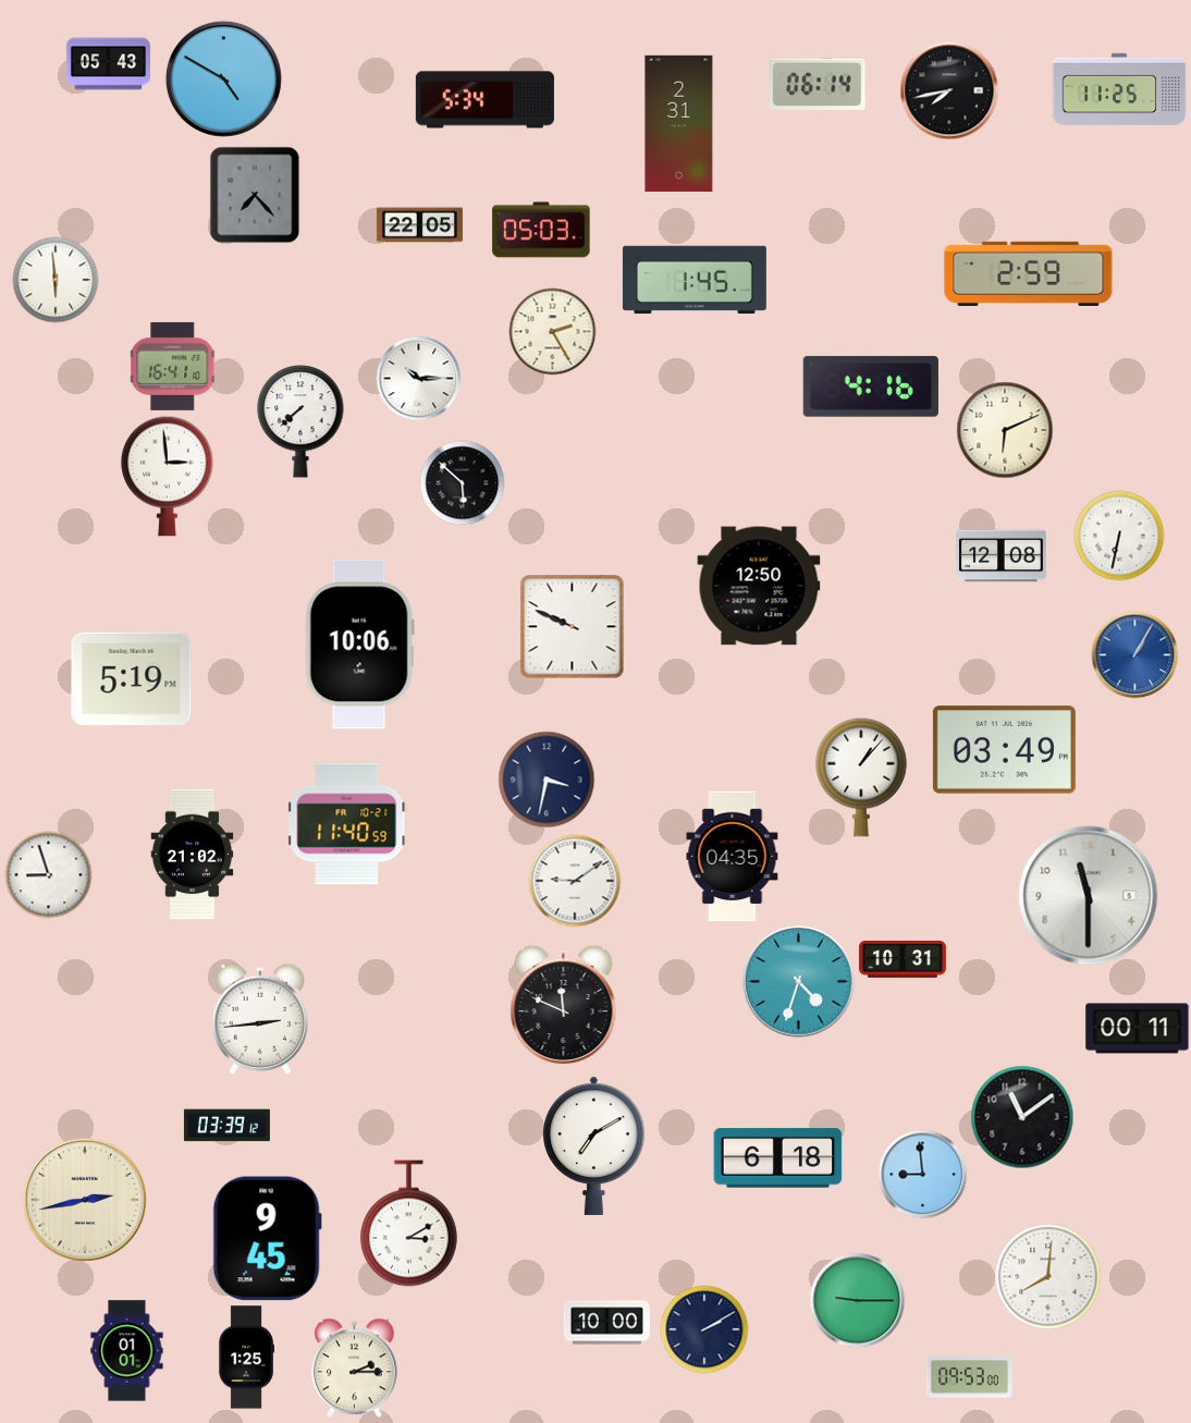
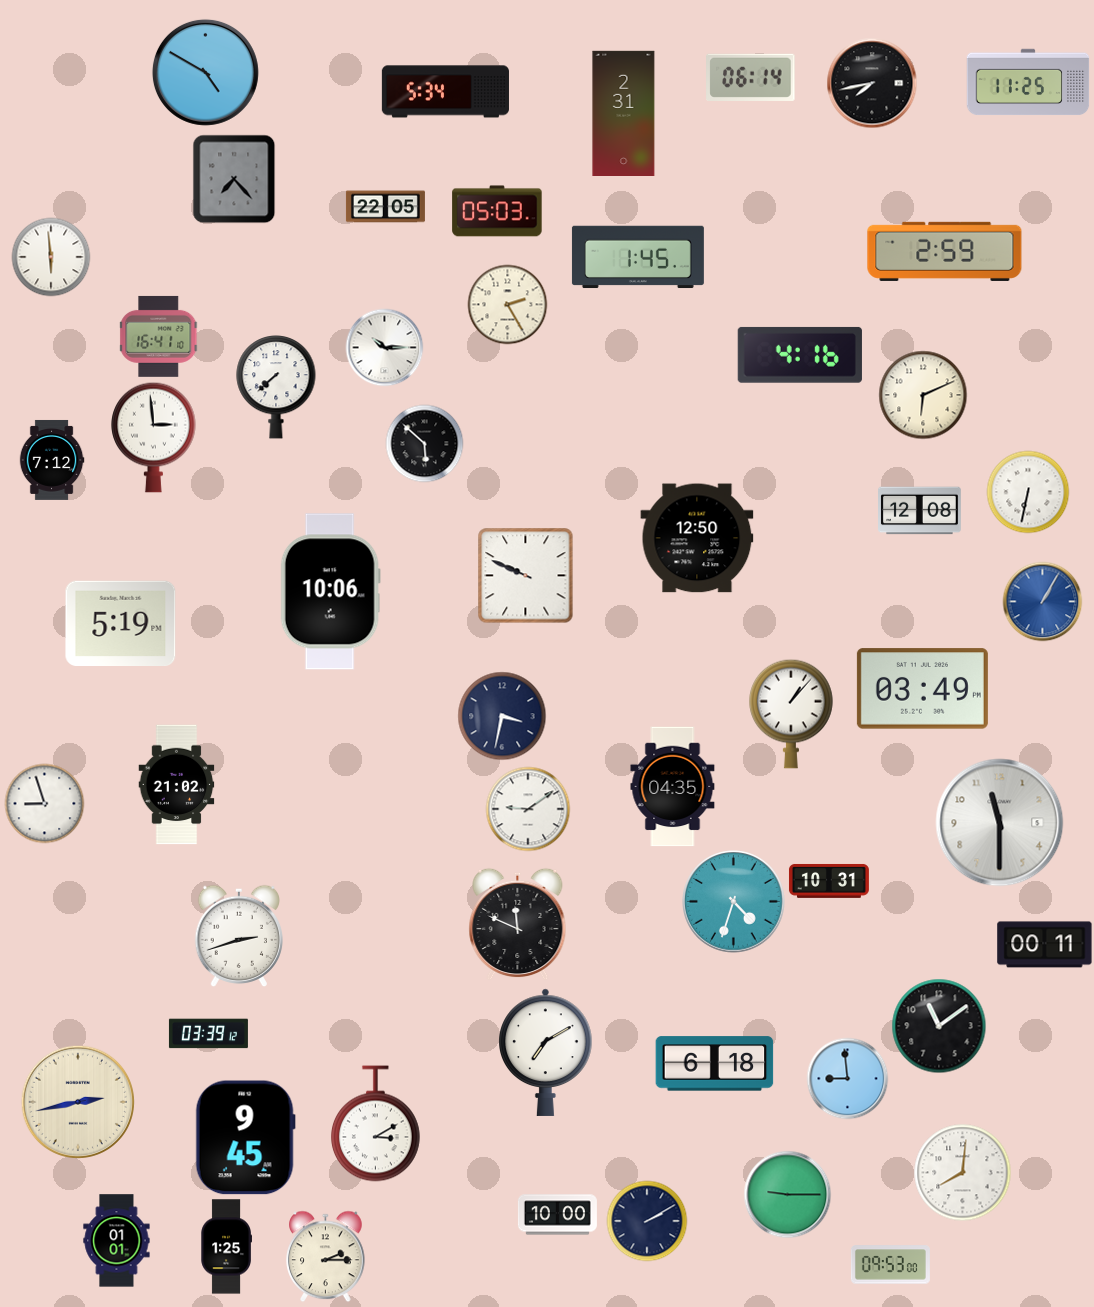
clock at (108, 64): 05:43 -> none
clock at (52, 460): none -> 7:12
clock at (347, 824): 11:40 -> none
clock at (259, 1019): 2:44 -> 2:42
